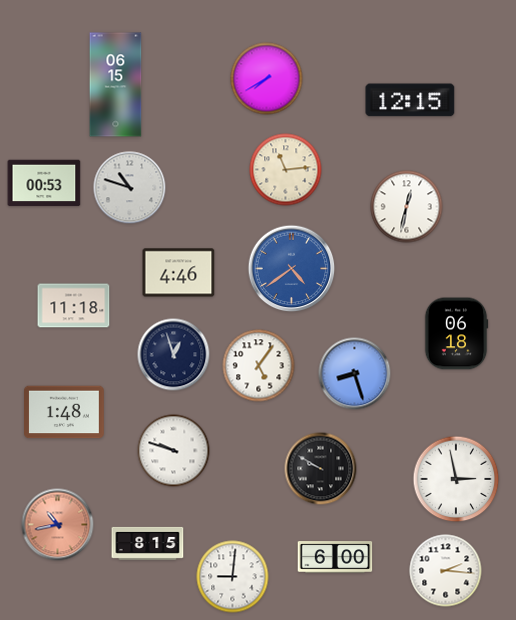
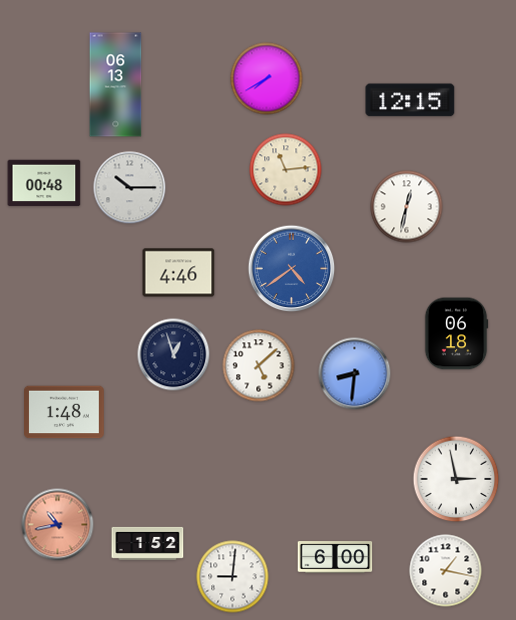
clock at (116, 85): 06:15 -> 06:13
clock at (44, 183): 00:53 -> 00:48
clock at (130, 188): 10:48 -> 10:15
clock at (74, 306): 11:18 -> none
clock at (259, 366): 5:06 -> 5:08
clock at (355, 374): 8:27 -> 8:31
clock at (174, 451): 9:48 -> none
clock at (321, 469): 9:50 -> none
clock at (148, 543): 8:15 -> 1:52
clock at (446, 571): 2:16 -> 1:17
